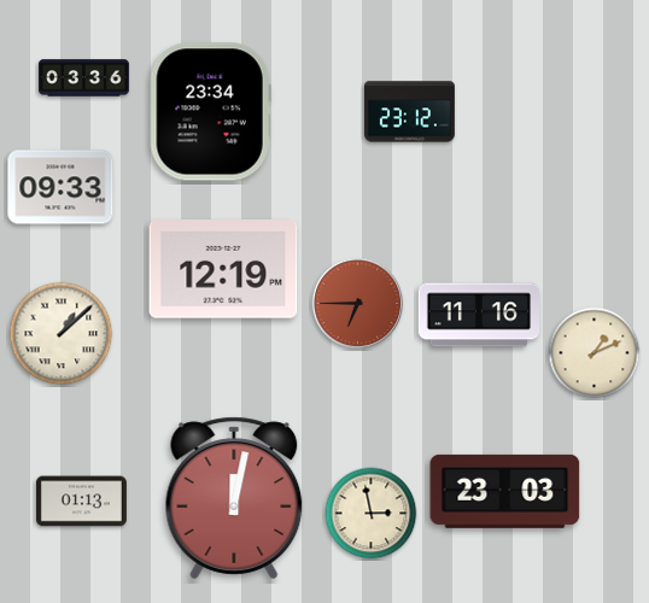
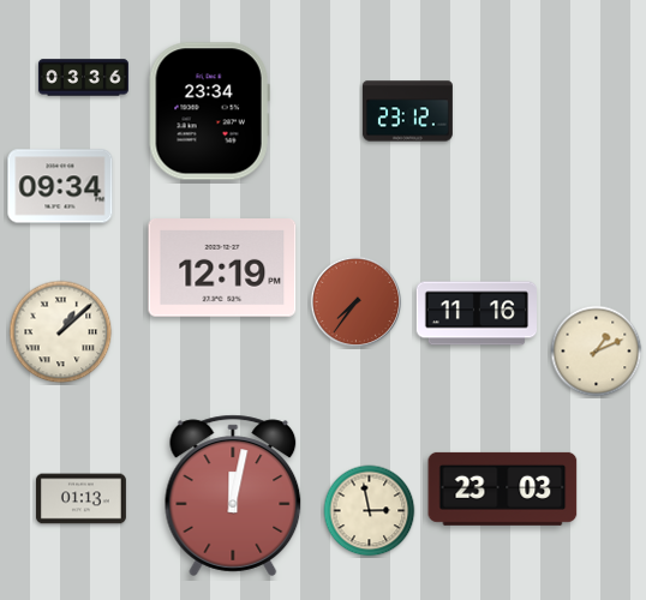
clock at (60, 187): 09:33 -> 09:34
clock at (358, 304): 6:45 -> 7:36
clock at (595, 353) position: (595, 353) -> (597, 352)
